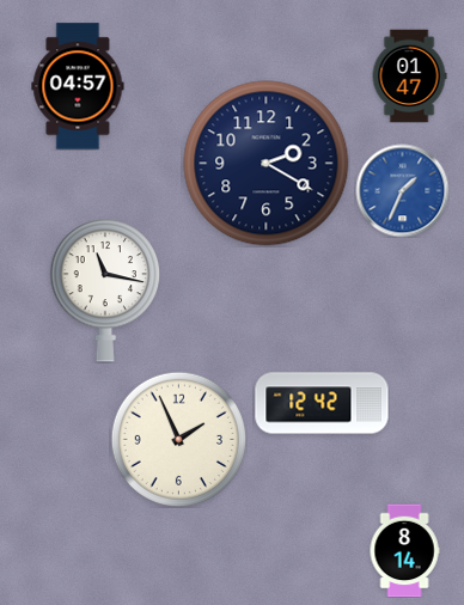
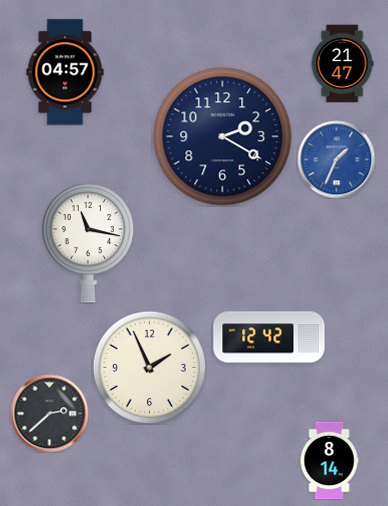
clock at (409, 75): 01:47 -> 21:47
clock at (49, 413): none -> 2:38
clock at (404, 550) position: (404, 550) -> (329, 460)
